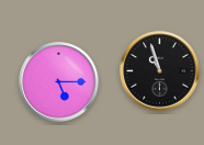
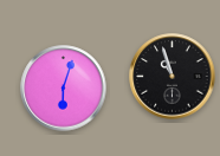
clock at (59, 82): 5:15 -> 6:03
